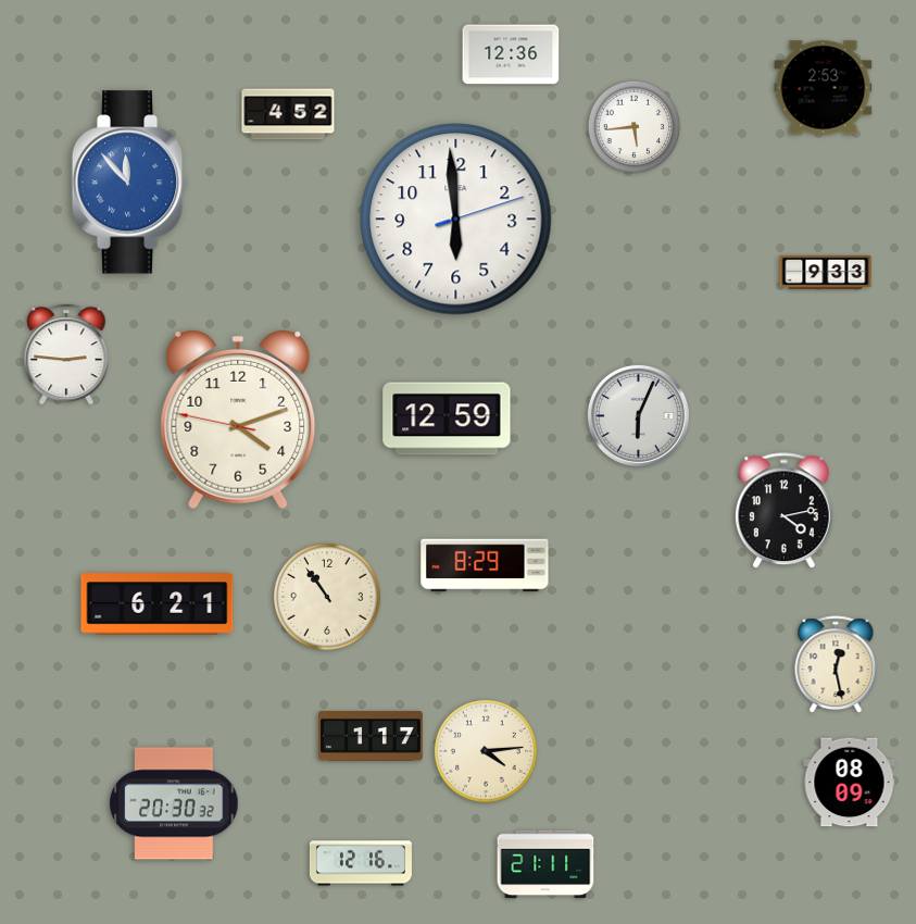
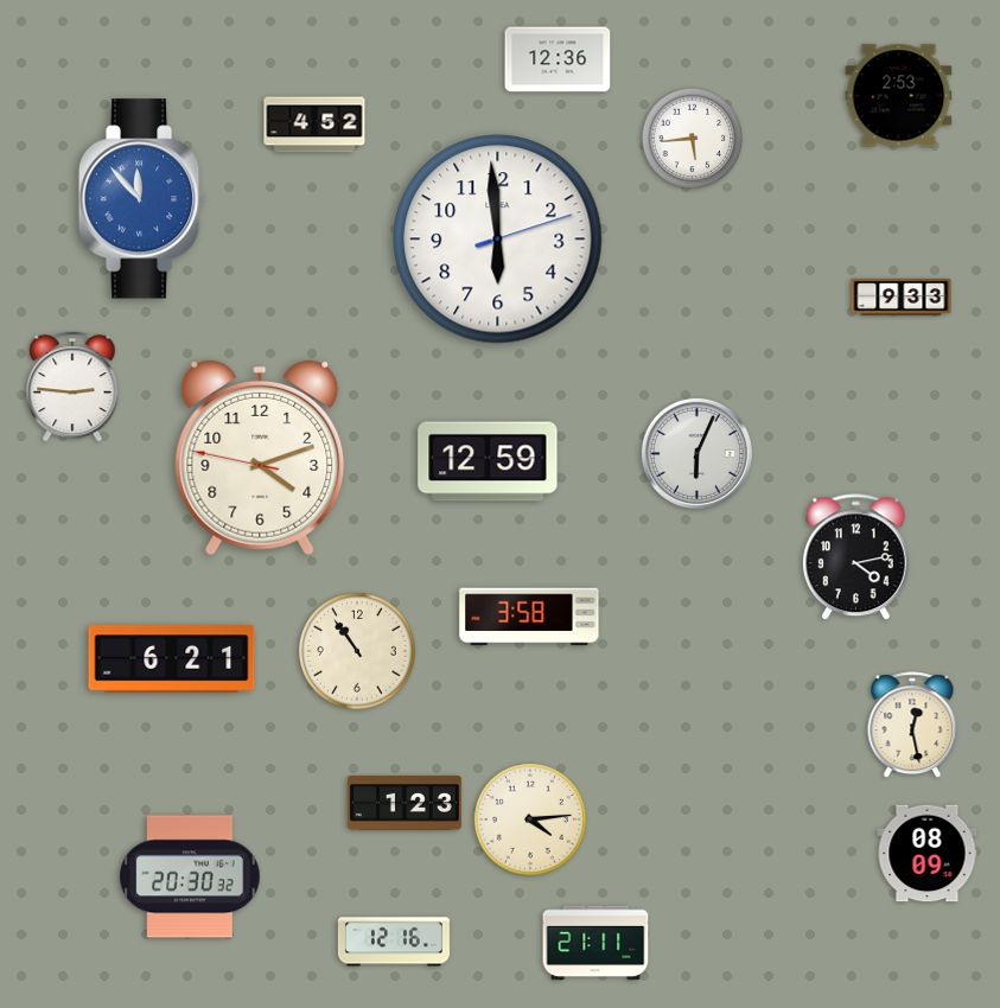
clock at (447, 419) position: (447, 419) -> (488, 461)
clock at (485, 565): 8:29 -> 3:58
clock at (372, 736): 1:17 -> 1:23
